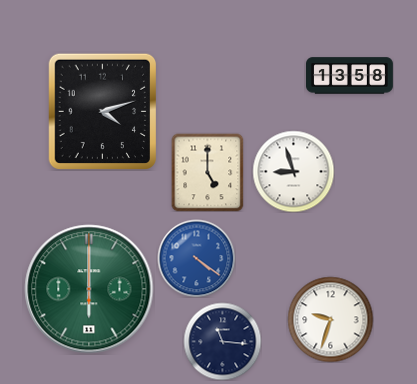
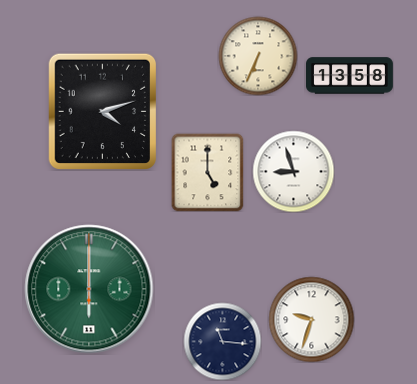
clock at (258, 56): none -> 6:34
clock at (196, 258): 4:21 -> none
clock at (330, 319) position: (330, 319) -> (311, 319)
